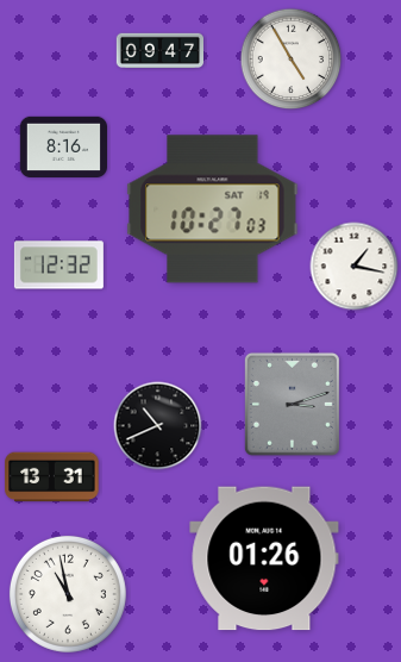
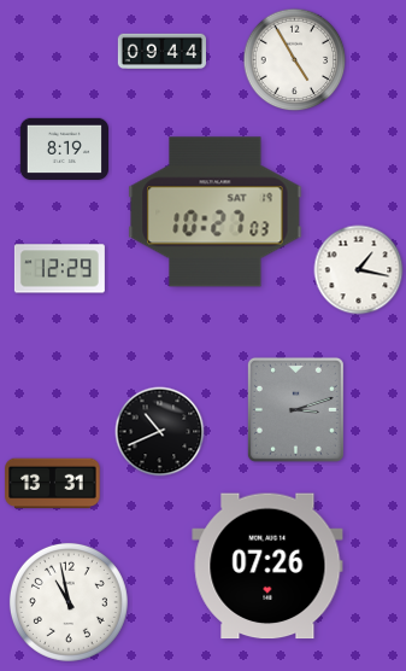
clock at (159, 50): 09:47 -> 09:44
clock at (63, 146): 8:16 -> 8:19
clock at (58, 266): 12:32 -> 12:29
clock at (264, 558): 01:26 -> 07:26
